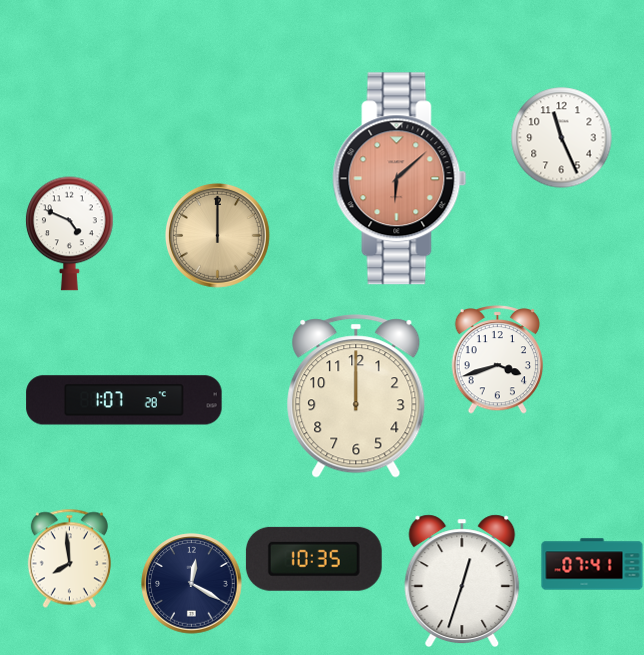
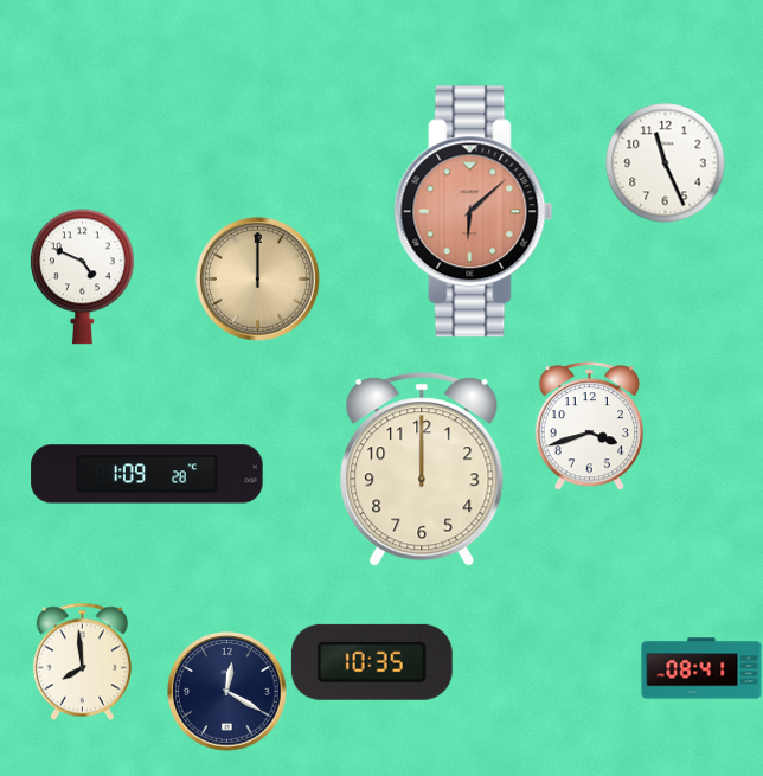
clock at (124, 400): 1:07 -> 1:09
clock at (592, 564): 07:41 -> 08:41
clock at (462, 580): 12:33 -> none
